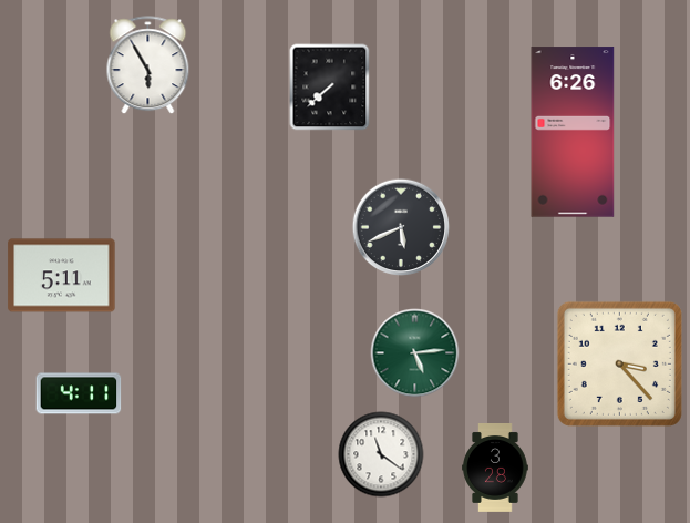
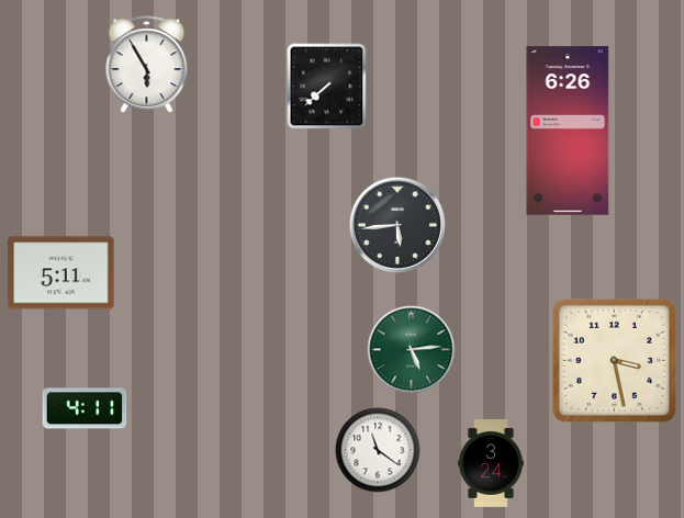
clock at (401, 227): 5:41 -> 5:44
clock at (619, 363): 3:23 -> 3:28
clock at (79, 393) position: (79, 393) -> (85, 408)
clock at (495, 469): 3:28 -> 3:24
